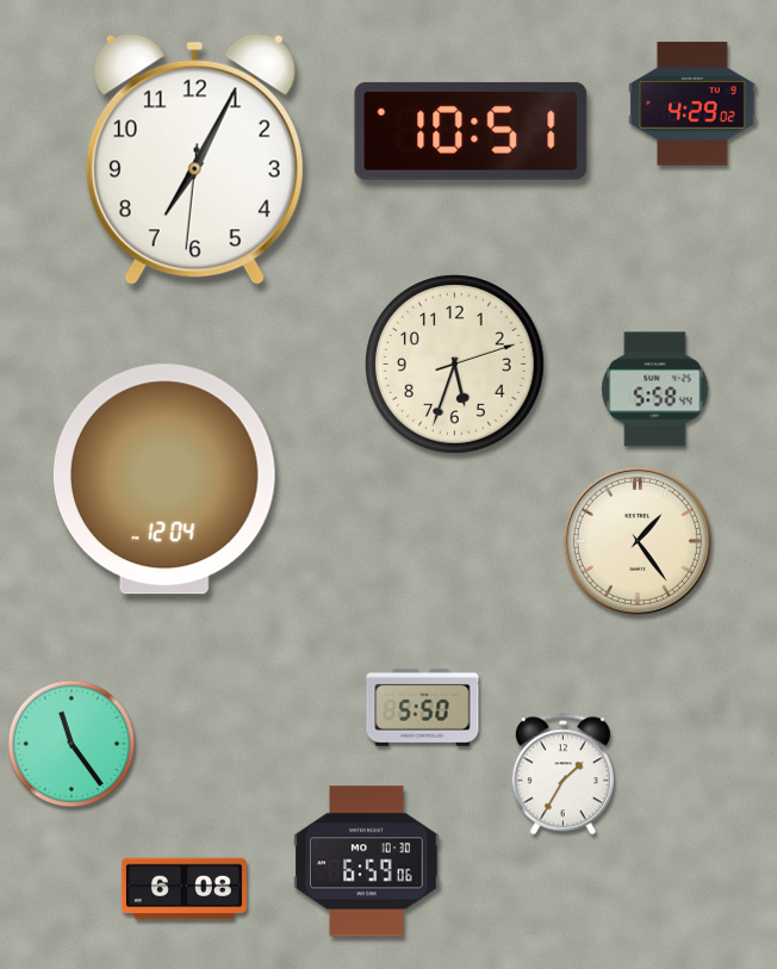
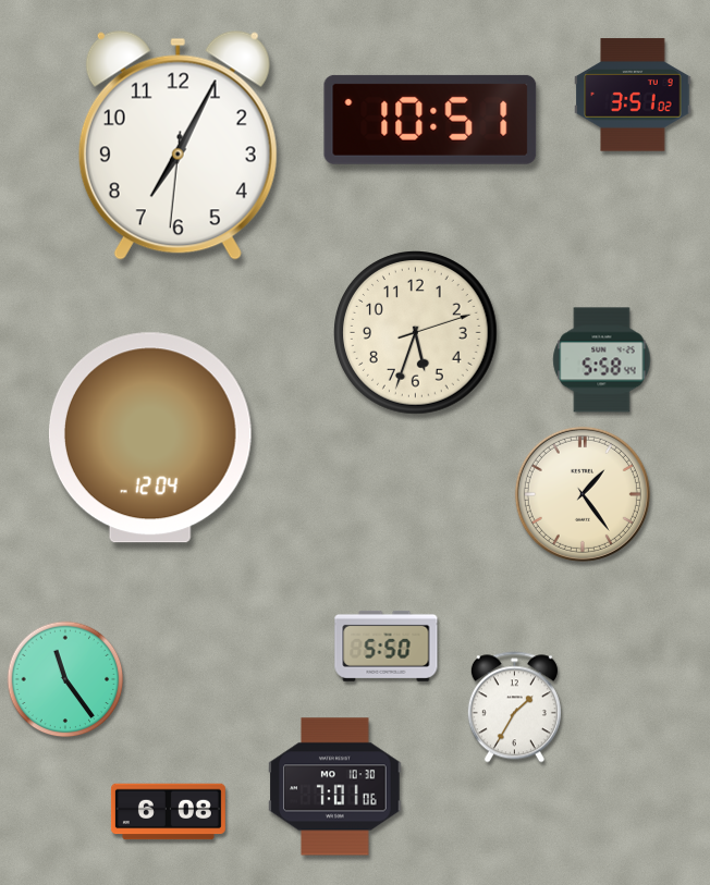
clock at (692, 104): 4:29 -> 3:51
clock at (655, 390) position: (655, 390) -> (602, 360)
clock at (367, 862): 6:59 -> 7:01
